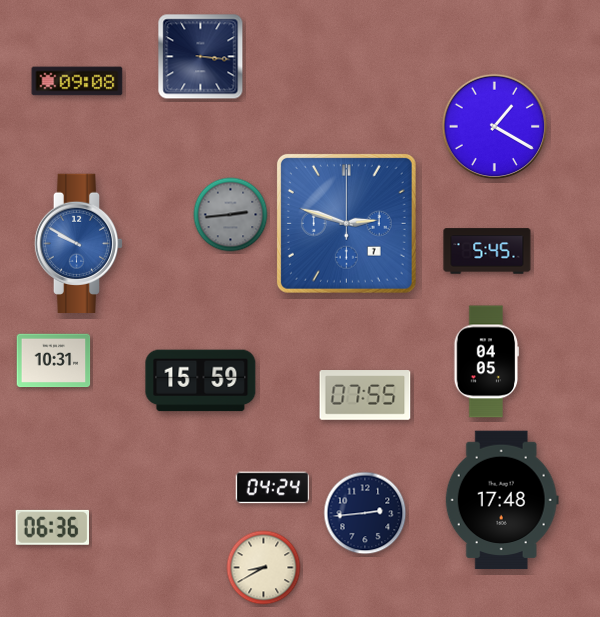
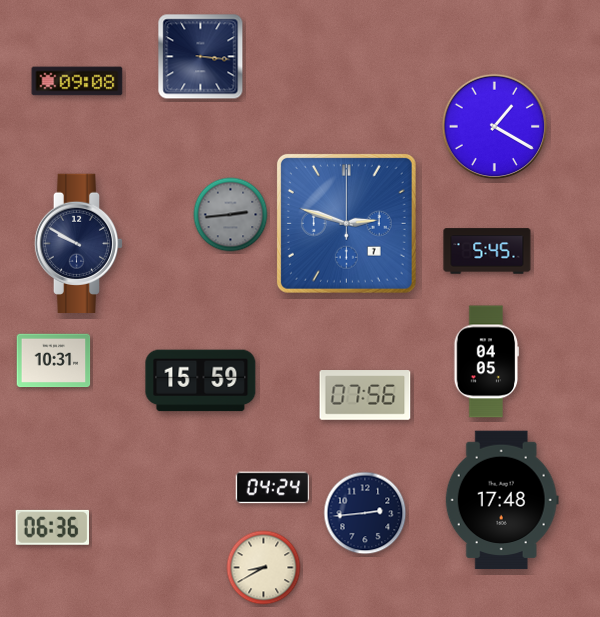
clock at (79, 243) dial: blue -> navy
clock at (365, 395): 07:55 -> 07:56
